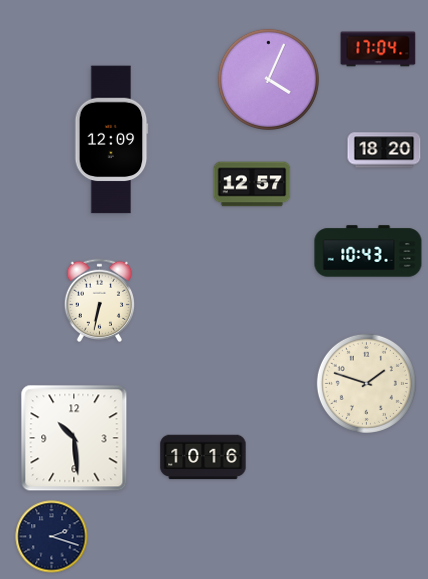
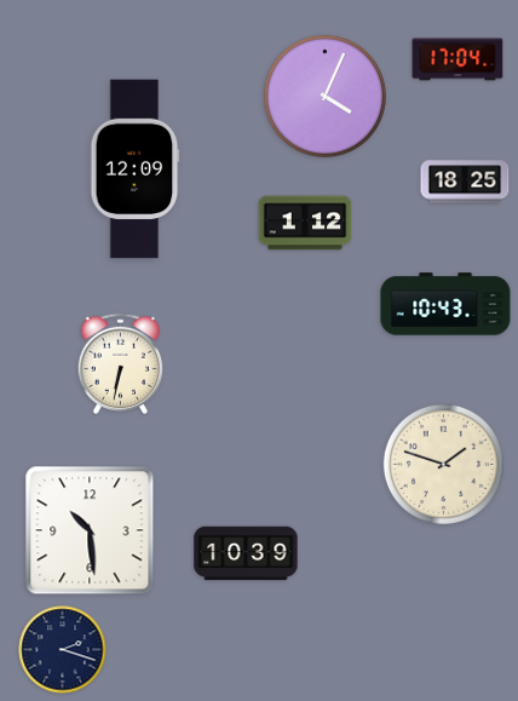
clock at (384, 150): 18:20 -> 18:25
clock at (252, 184): 12:57 -> 1:12
clock at (203, 457): 10:16 -> 10:39
